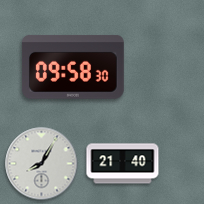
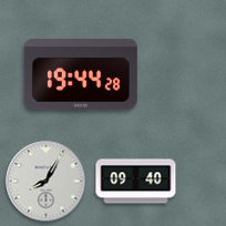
clock at (73, 67): 09:58 -> 19:44
clock at (123, 164): 21:40 -> 09:40
